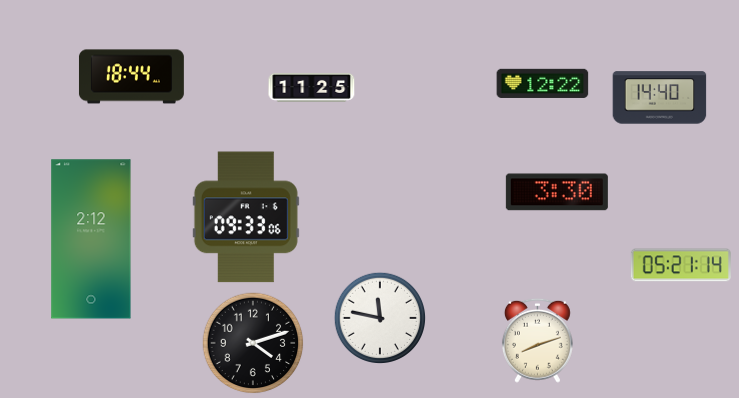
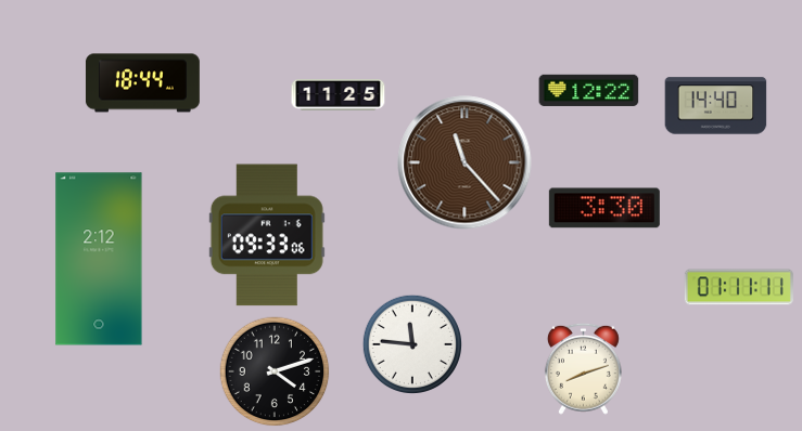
clock at (464, 162): none -> 11:23
clock at (681, 265): 05:21 -> 01:11
clock at (379, 317): 11:47 -> 11:46
